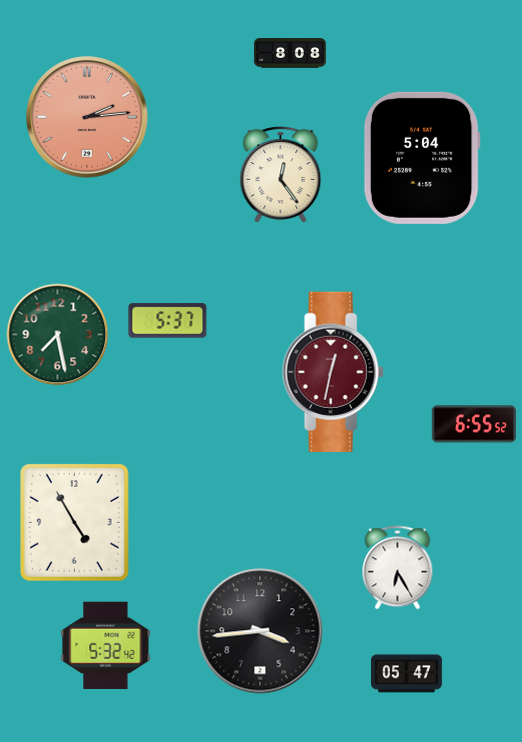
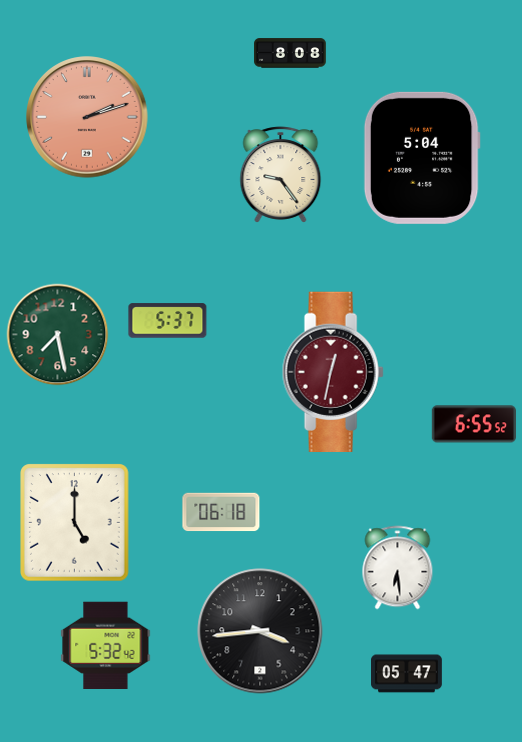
clock at (87, 117): 2:14 -> 2:12
clock at (281, 175): 12:24 -> 9:24
clock at (221, 512): none -> 06:18
clock at (75, 523): 4:55 -> 5:00
clock at (398, 568): 6:25 -> 6:29
